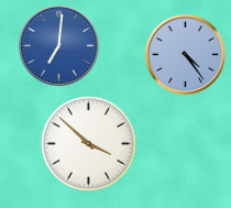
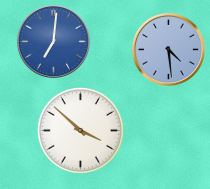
clock at (185, 54): 4:24 -> 4:29
